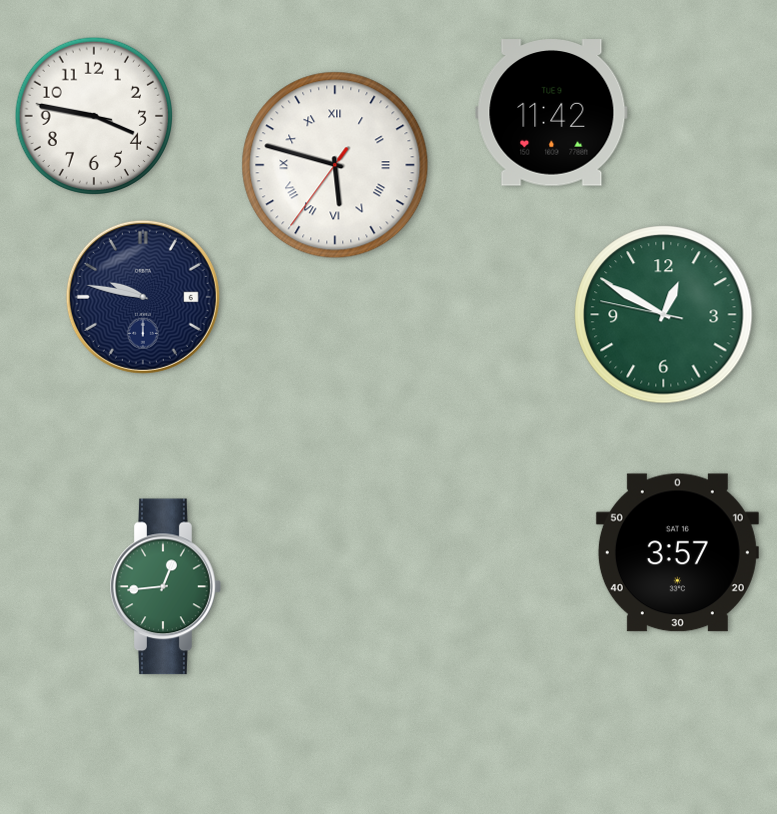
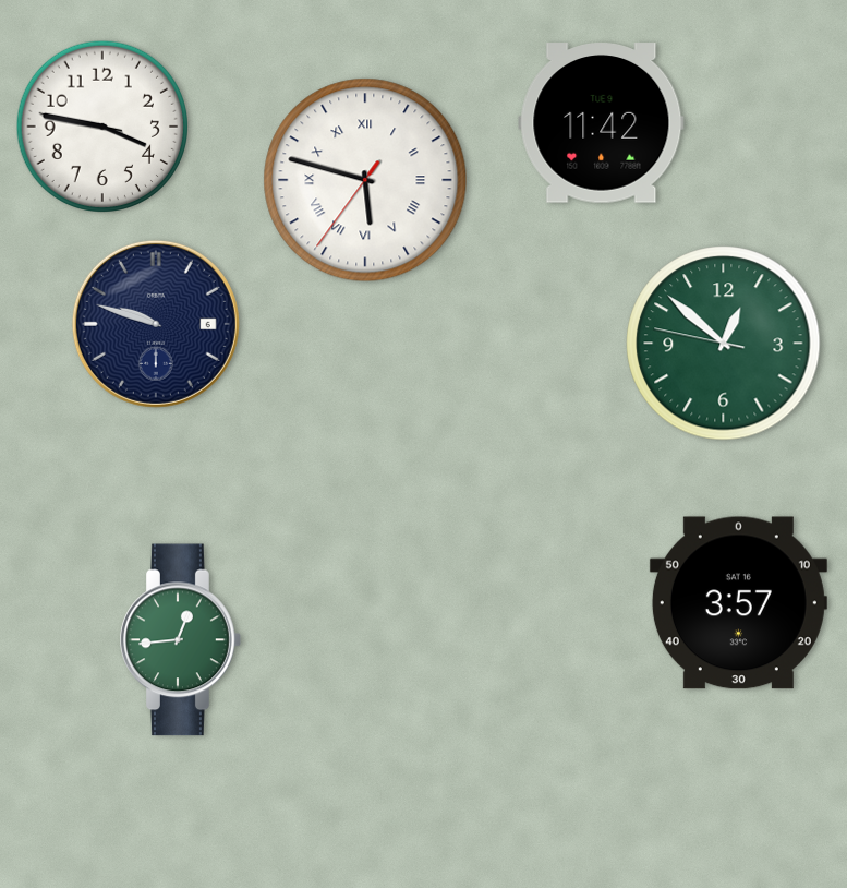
clock at (143, 297): 9:47 -> 9:48
clock at (664, 315): 12:49 -> 12:51
